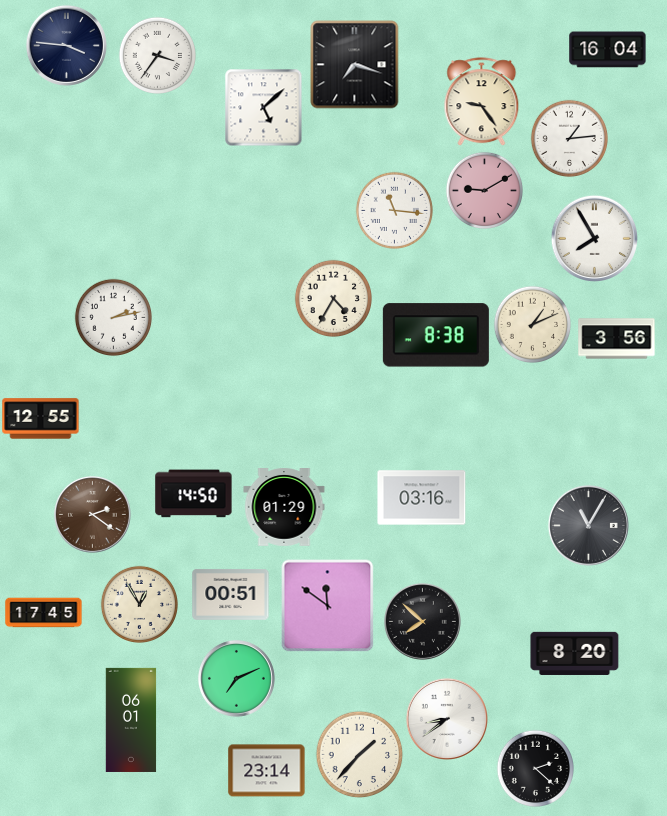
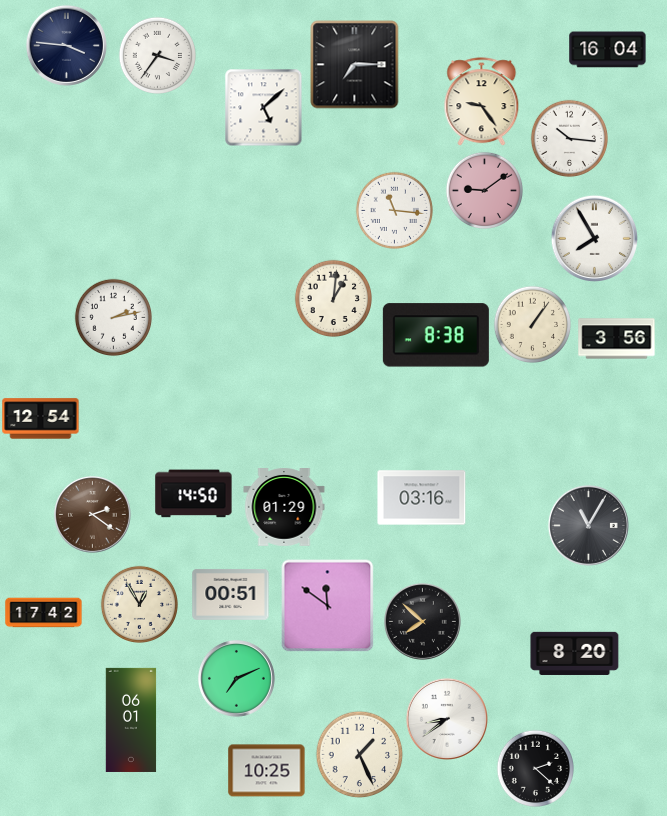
clock at (355, 65): 7:18 -> 7:15
clock at (569, 138): 1:14 -> 10:16
clock at (484, 190): 9:10 -> 9:09
clock at (333, 298): 4:35 -> 1:01
clock at (532, 324): 1:11 -> 1:06
clock at (41, 419): 12:55 -> 12:54
clock at (44, 613): 17:45 -> 17:42
clock at (359, 754): 1:37 -> 1:26
clock at (267, 771): 23:14 -> 10:25
